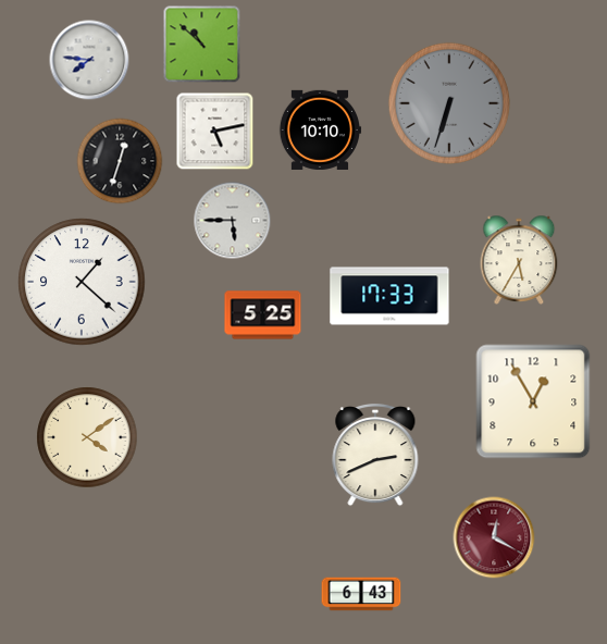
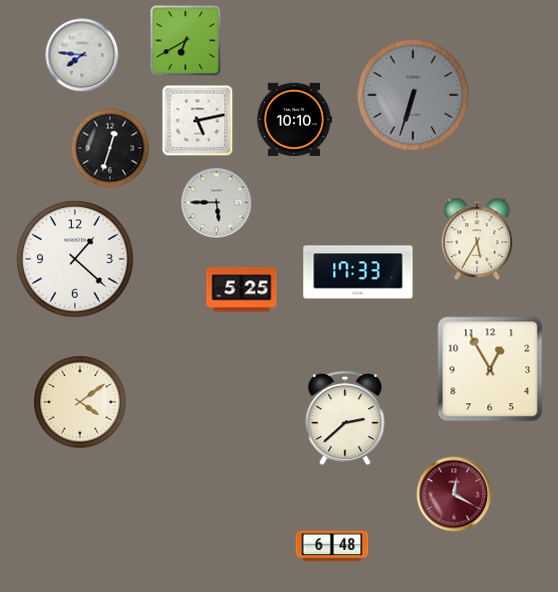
clock at (202, 45): 10:52 -> 6:40
clock at (233, 221) position: (233, 221) -> (217, 203)
clock at (375, 455): 2:41 -> 2:38
clock at (361, 594): 6:43 -> 6:48
